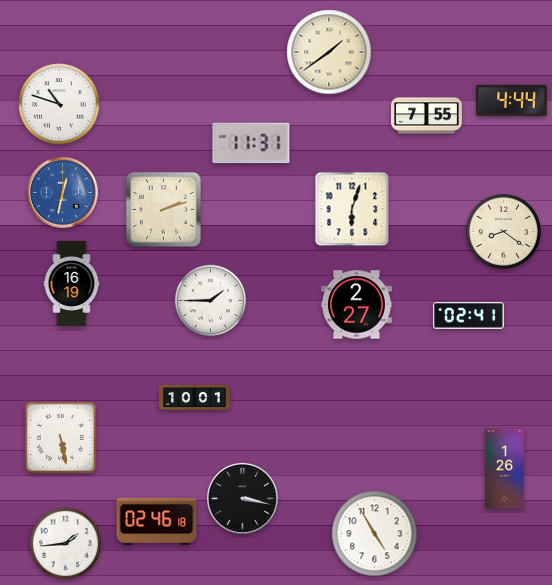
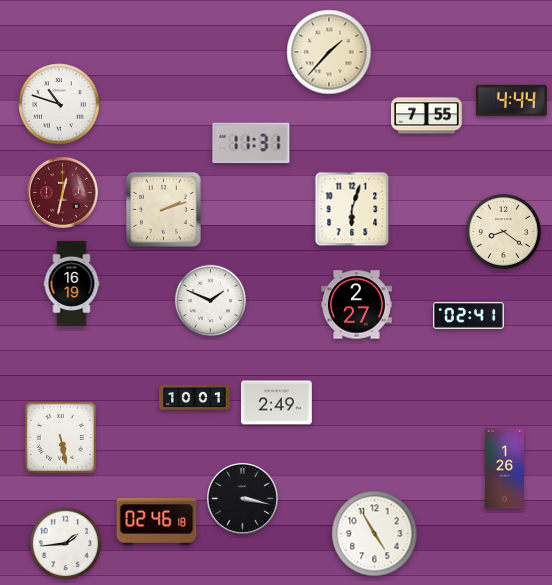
clock at (329, 52): 1:39 -> 1:37
clock at (62, 192) dial: blue -> burgundy
clock at (211, 301): 1:45 -> 1:49
clock at (276, 403): none -> 2:49
